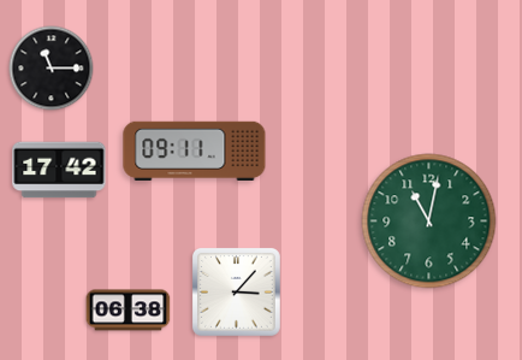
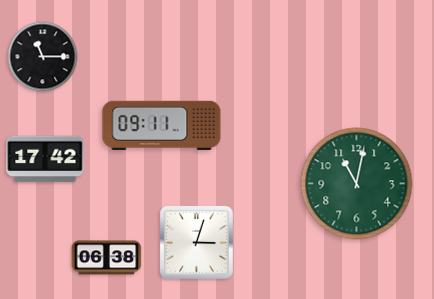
clock at (59, 170) position: (59, 170) -> (45, 159)
clock at (236, 291): 3:07 -> 3:03
